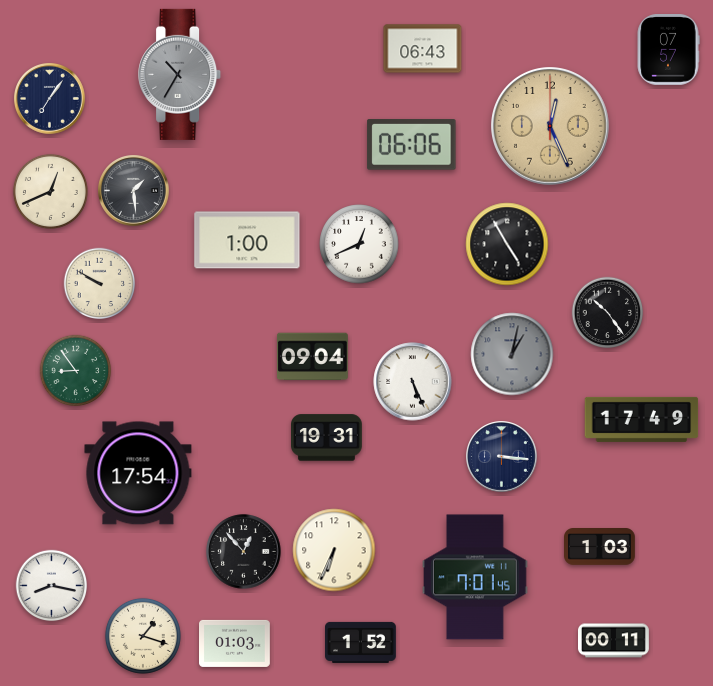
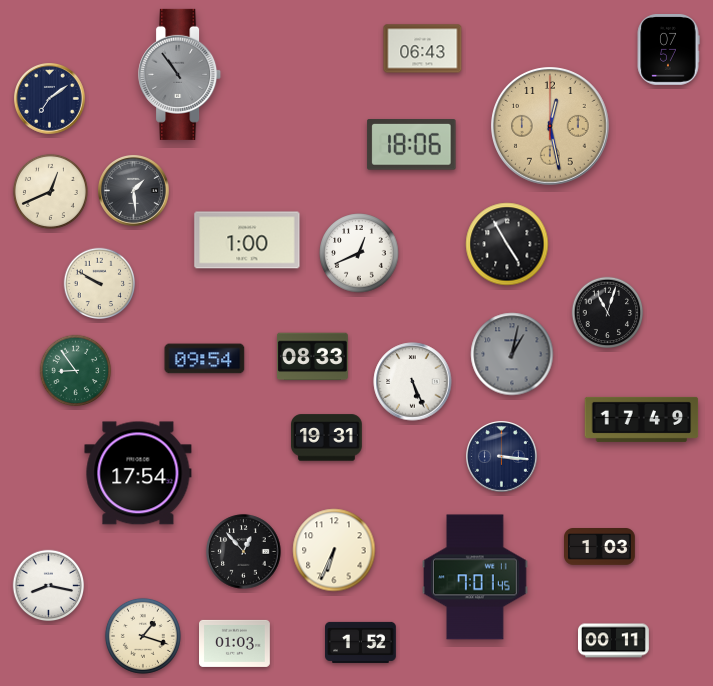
clock at (180, 74): 10:35 -> 10:54
clock at (50, 99): 7:06 -> 7:09
clock at (551, 127): 12:26 -> 12:28
clock at (412, 145): 06:06 -> 18:06
clock at (359, 244) position: (359, 244) -> (359, 253)
clock at (608, 313): 10:24 -> 11:03
clock at (312, 357): 09:04 -> 08:33
clock at (205, 359): none -> 09:54
clock at (52, 586) position: (52, 586) -> (49, 586)
